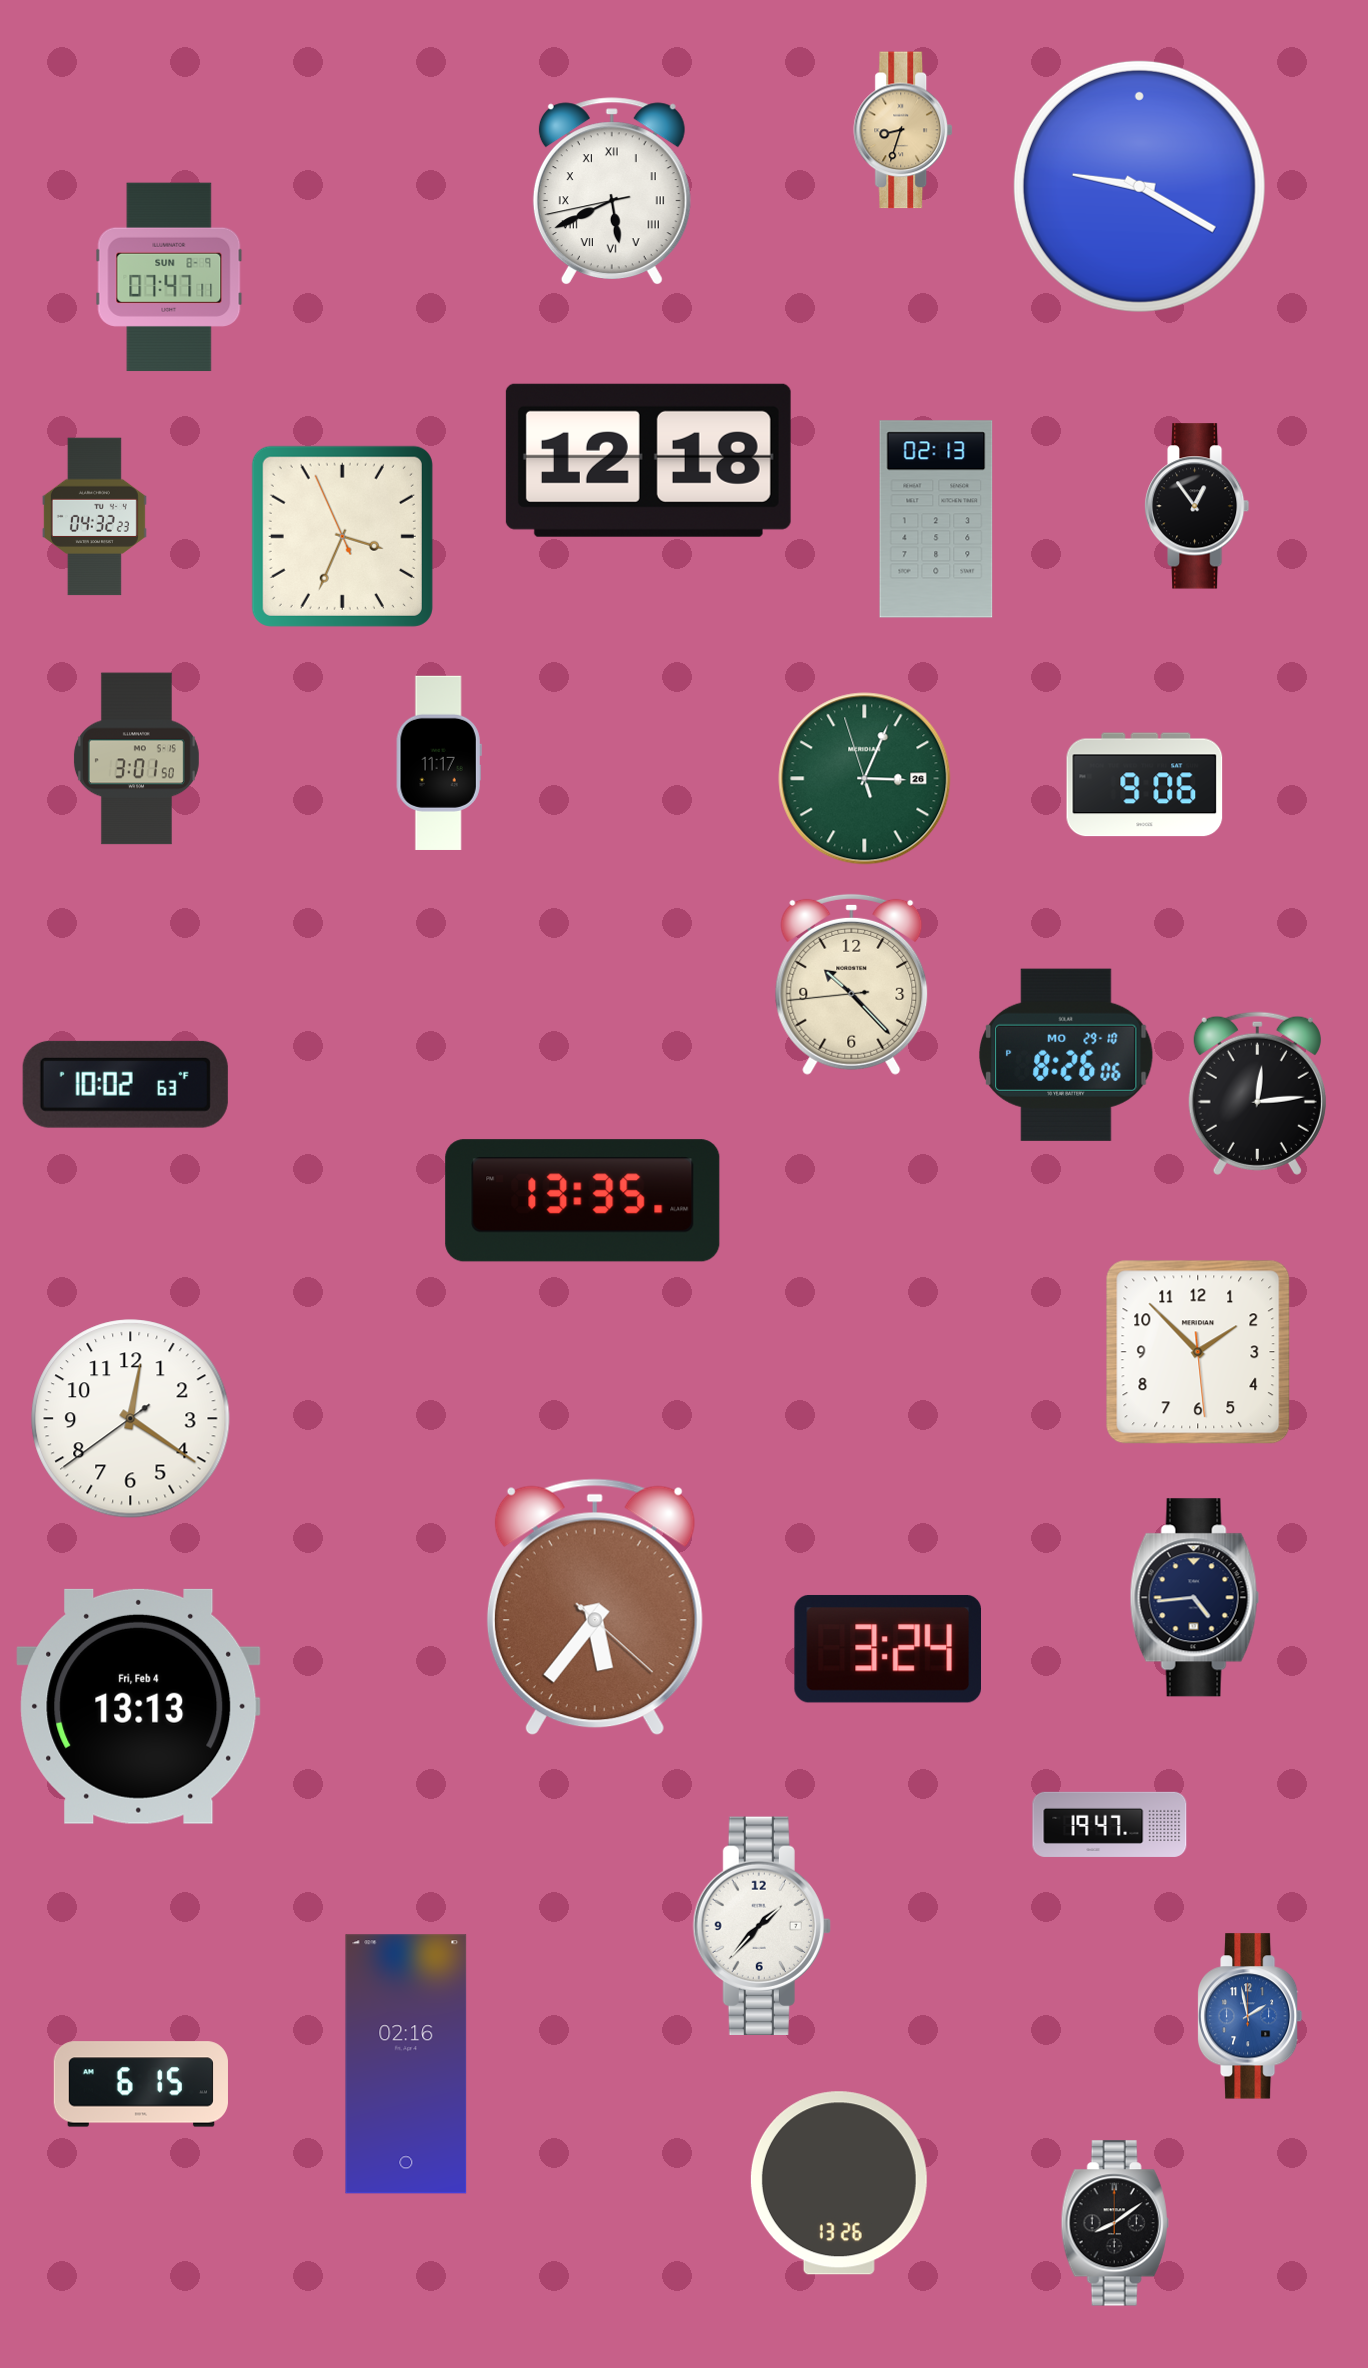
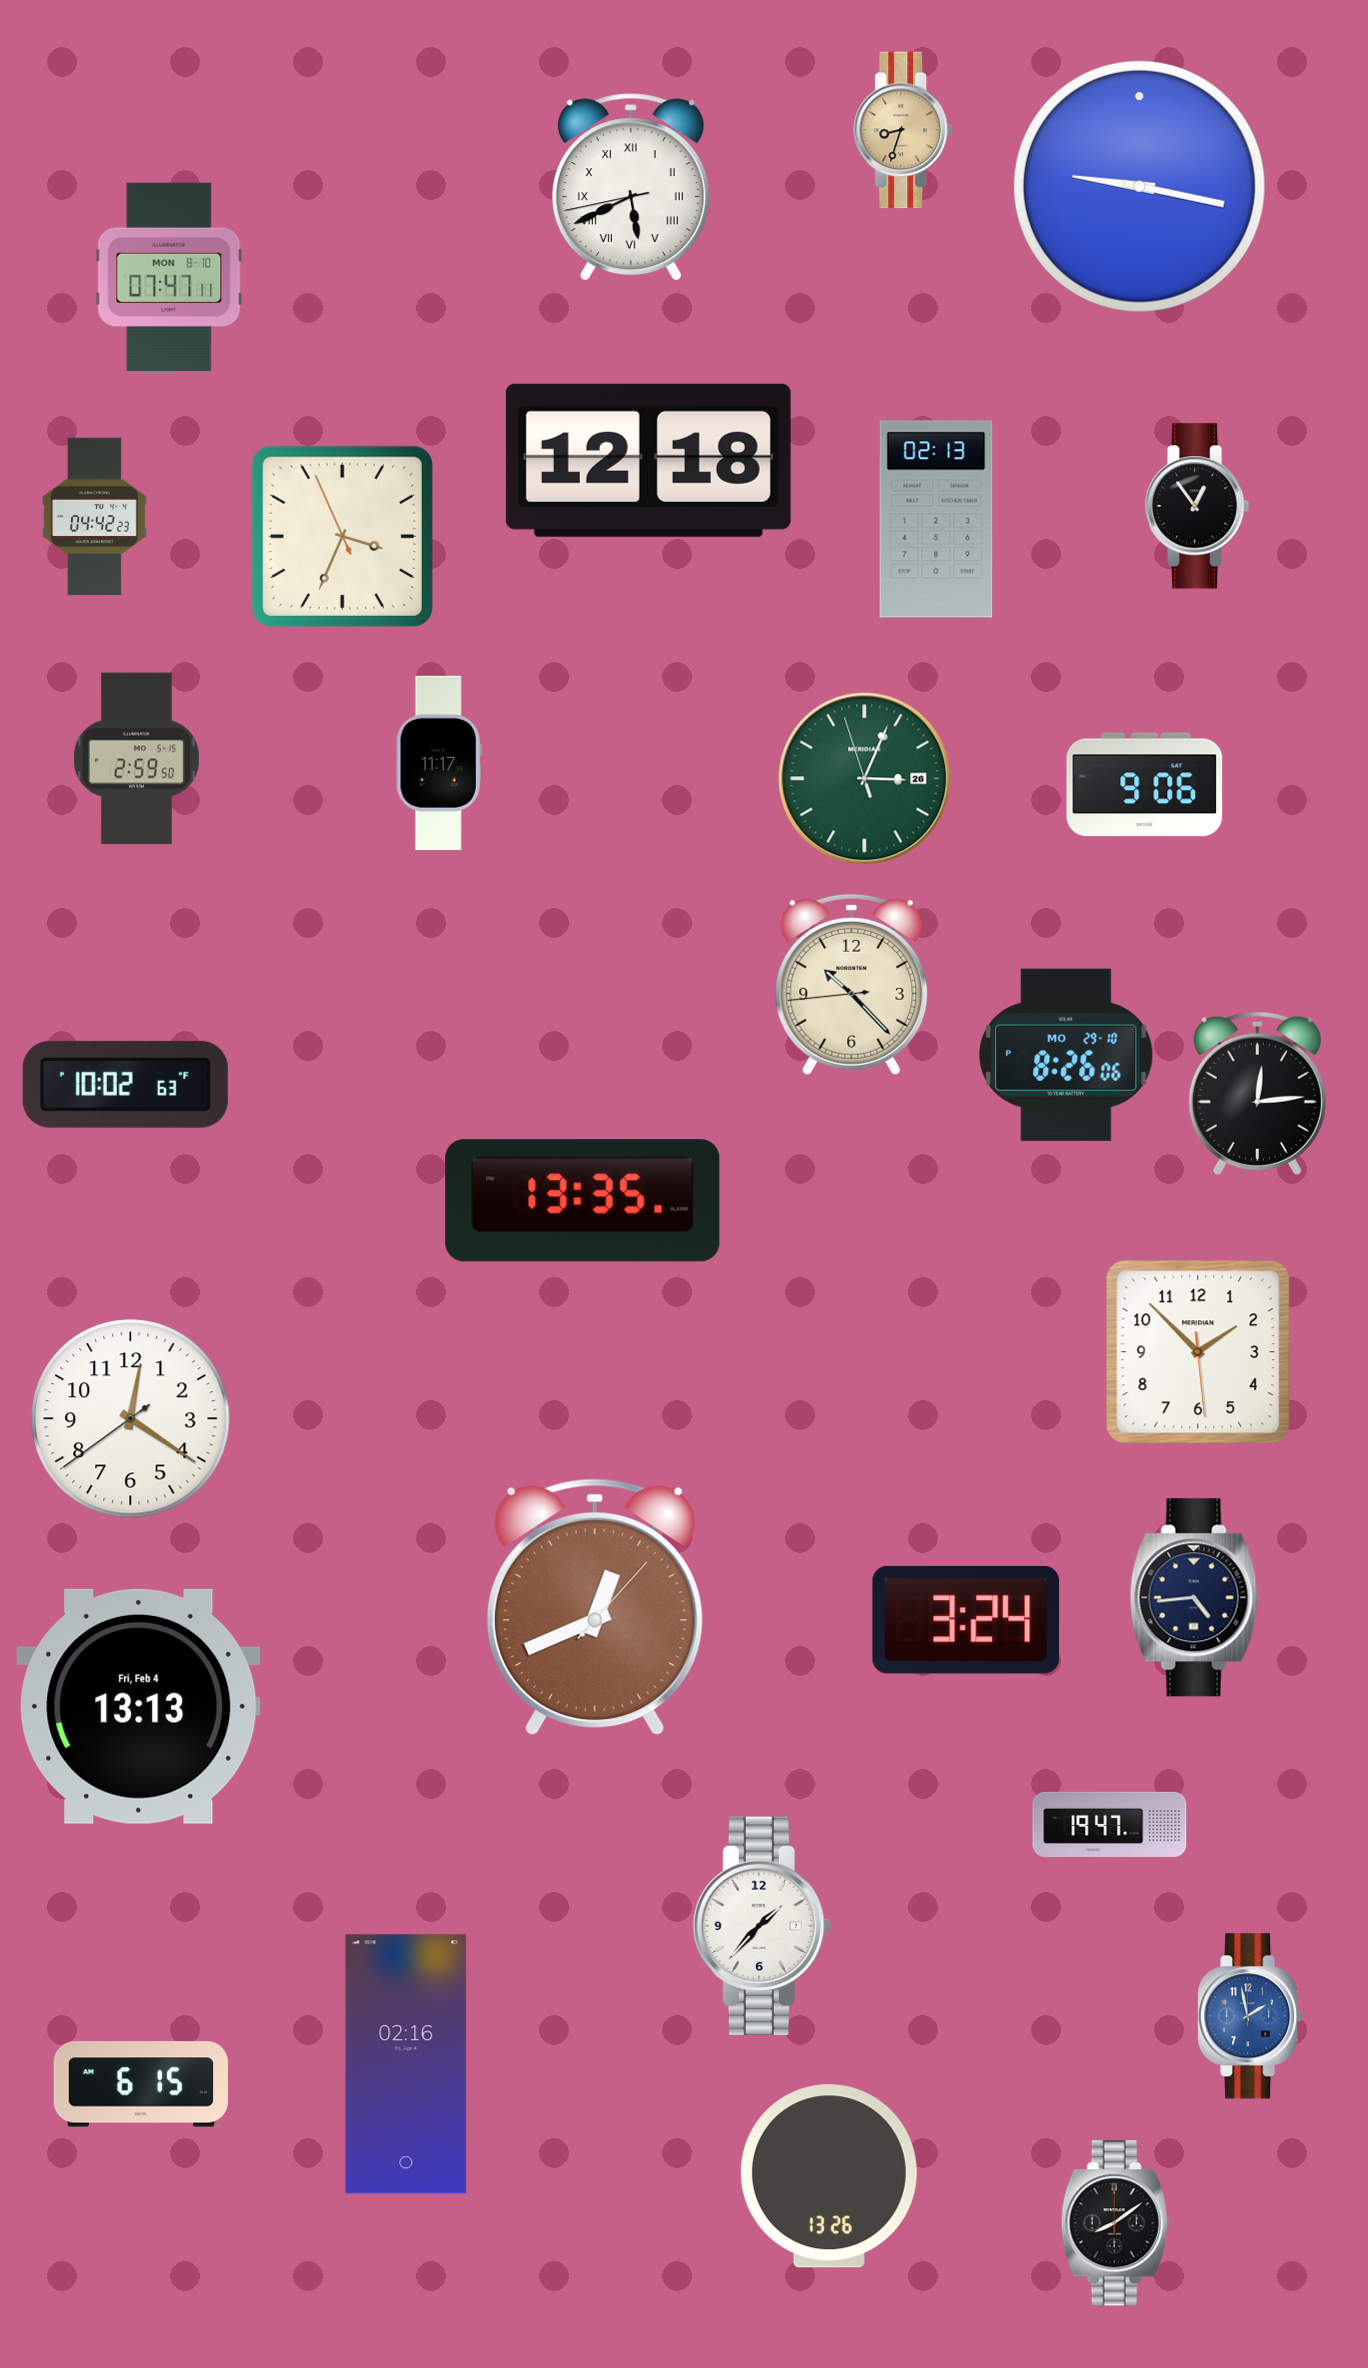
clock at (1139, 186): 9:20 -> 9:17
clock at (612, 191) position: (612, 191) -> (631, 187)
clock at (169, 277) date: SUN 8-9 -> MON 8-10
clock at (94, 517): 04:32 -> 04:42
clock at (136, 759): 3:01 -> 2:59
clock at (595, 1607): 5:36 -> 12:41
clock at (887, 1649) position: (887, 1649) -> (965, 1620)
clock at (839, 2183) position: (839, 2183) -> (829, 2176)
